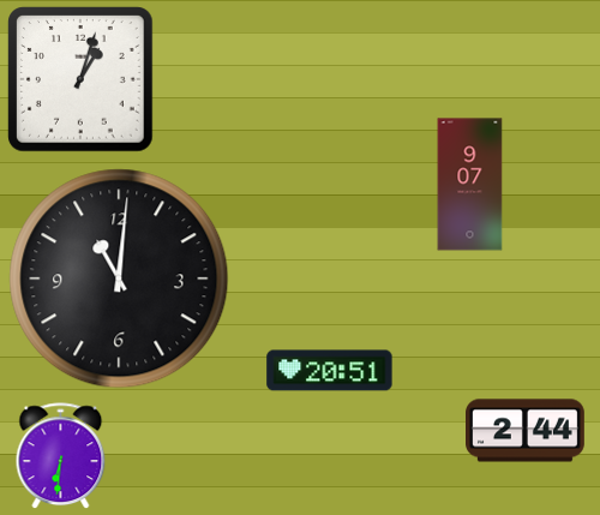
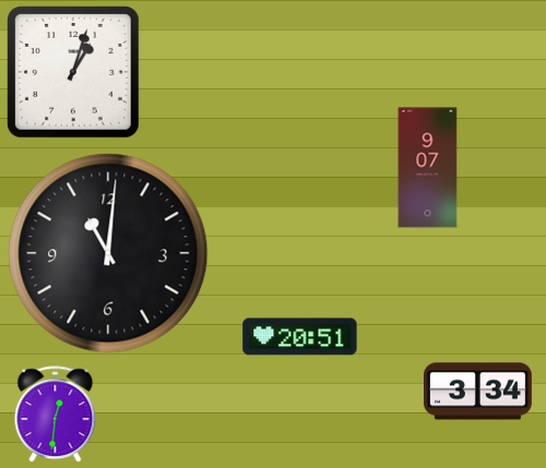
clock at (526, 431): 2:44 -> 3:34
clock at (61, 456): 6:31 -> 12:31
